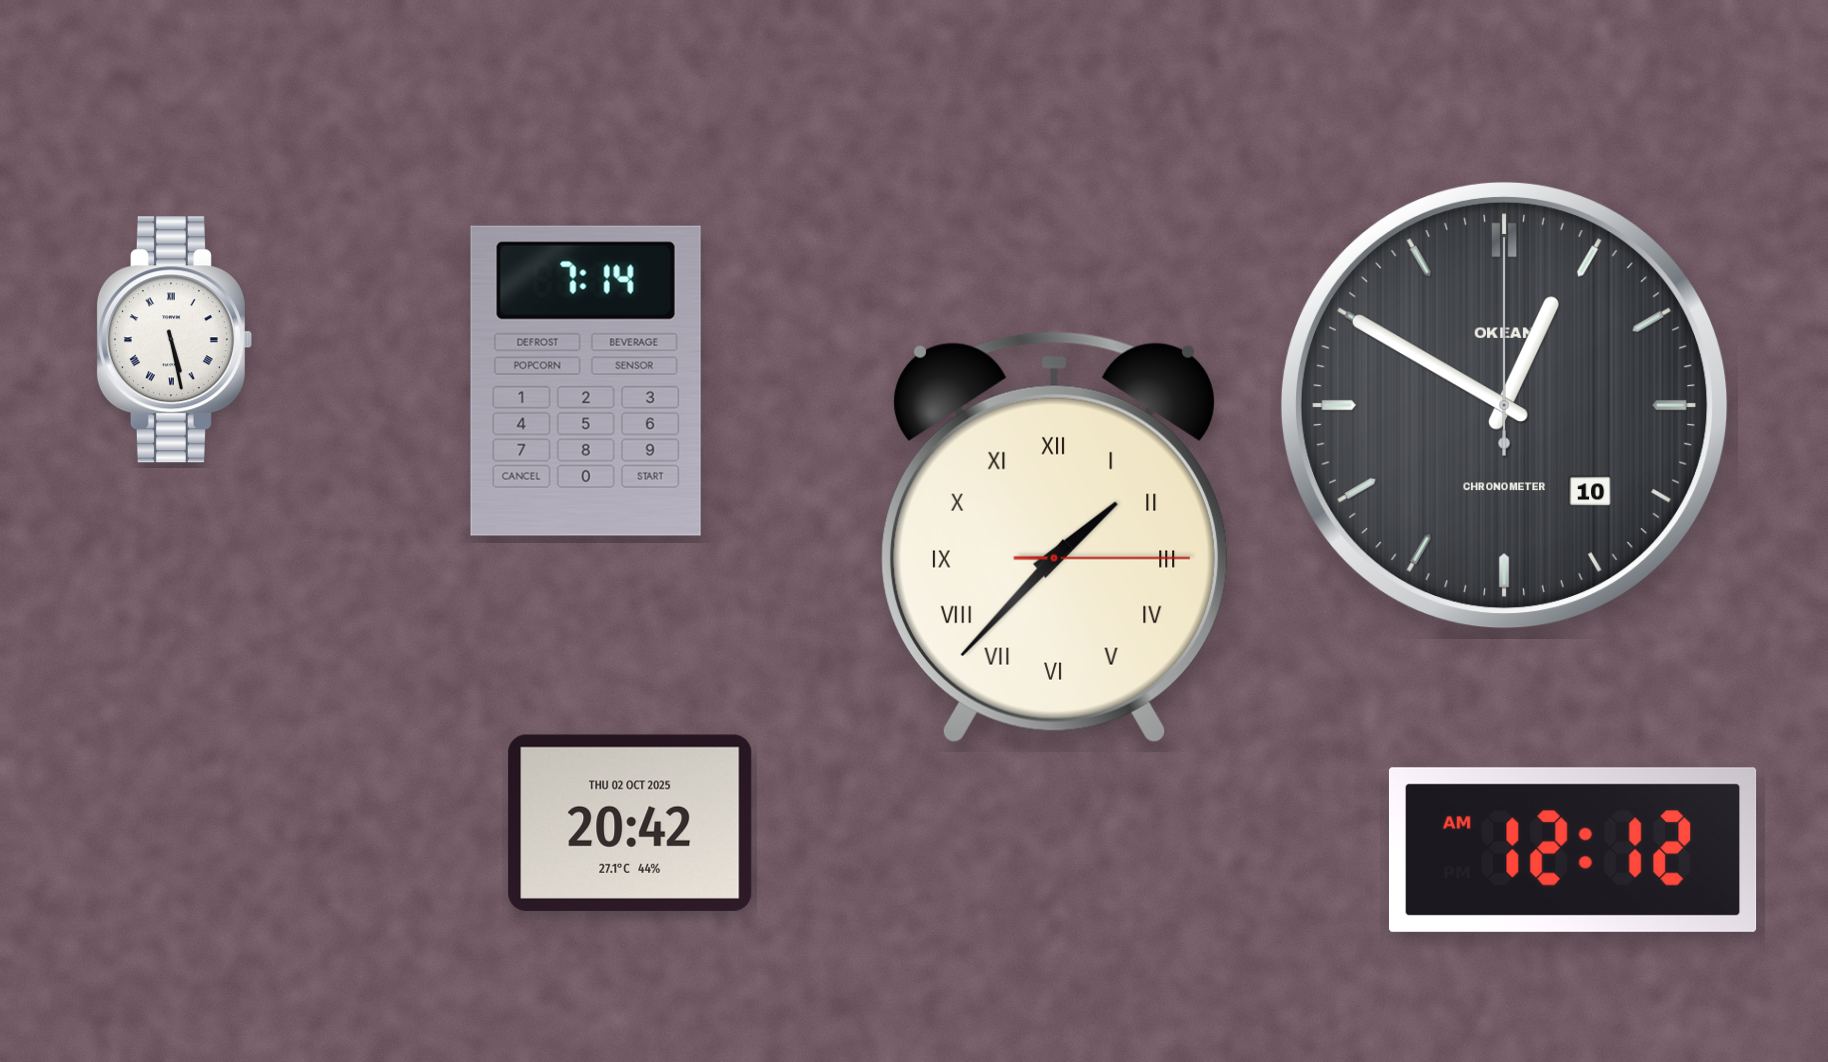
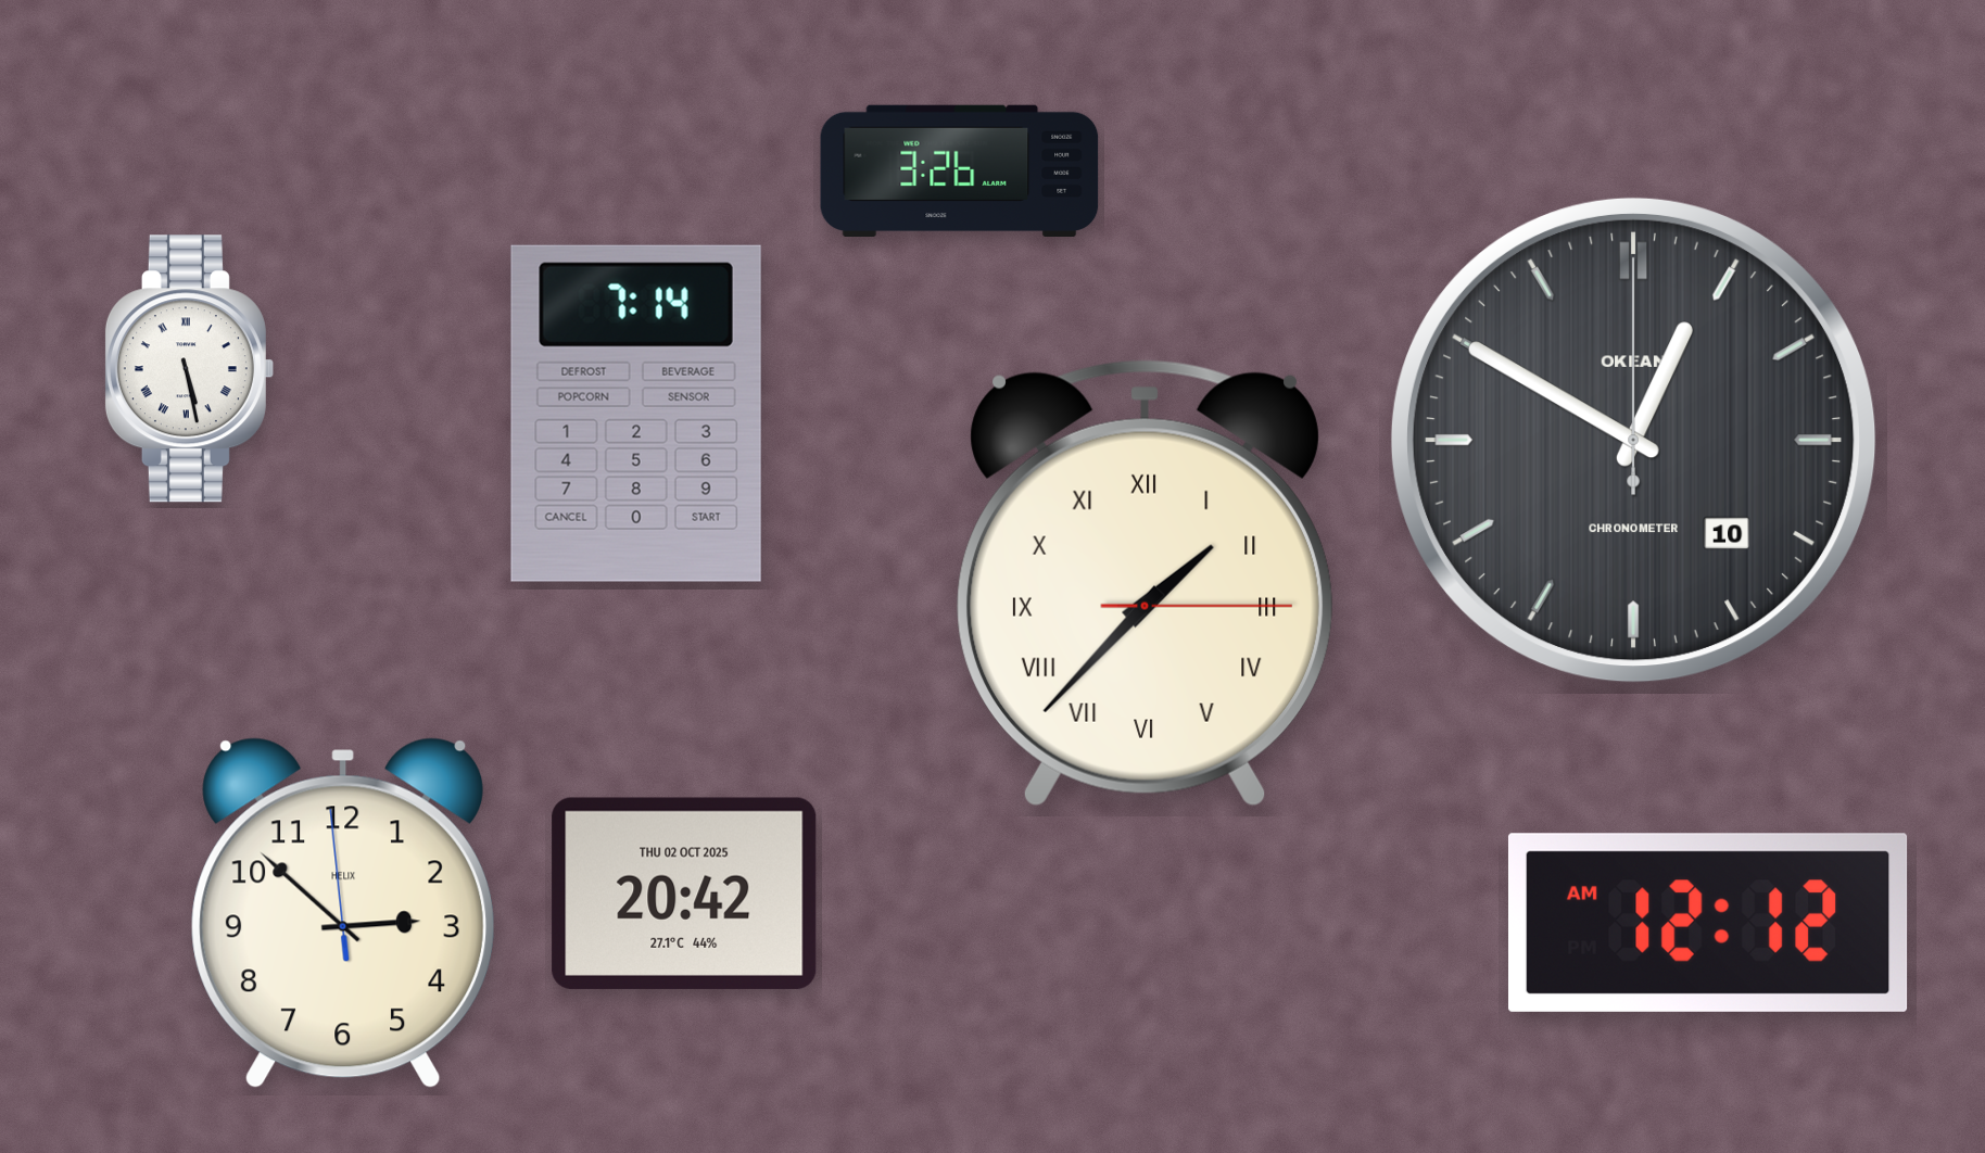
clock at (960, 170): none -> 3:26
clock at (343, 913): none -> 2:51
